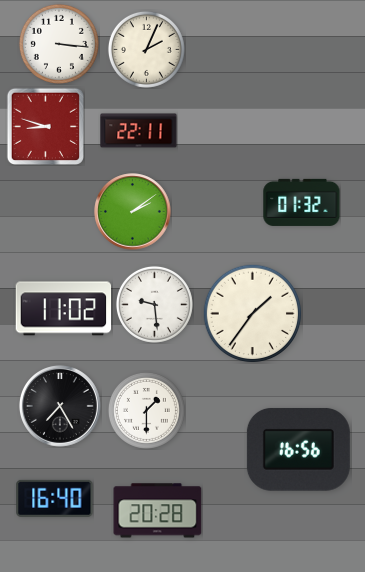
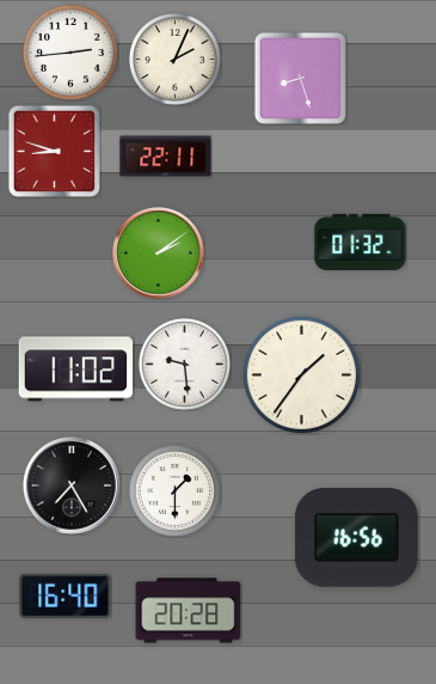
clock at (59, 44): 3:16 -> 2:44
clock at (300, 78): none -> 8:27
